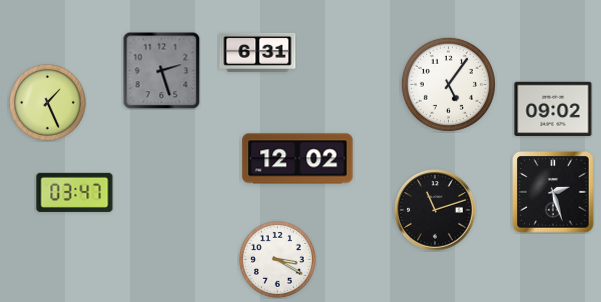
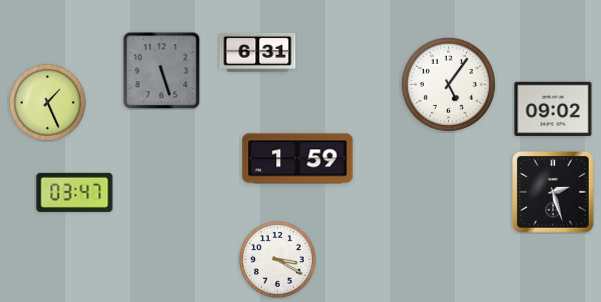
clock at (161, 70): 2:27 -> 5:27
clock at (298, 159): 12:02 -> 1:59
clock at (435, 210): 11:12 -> none
